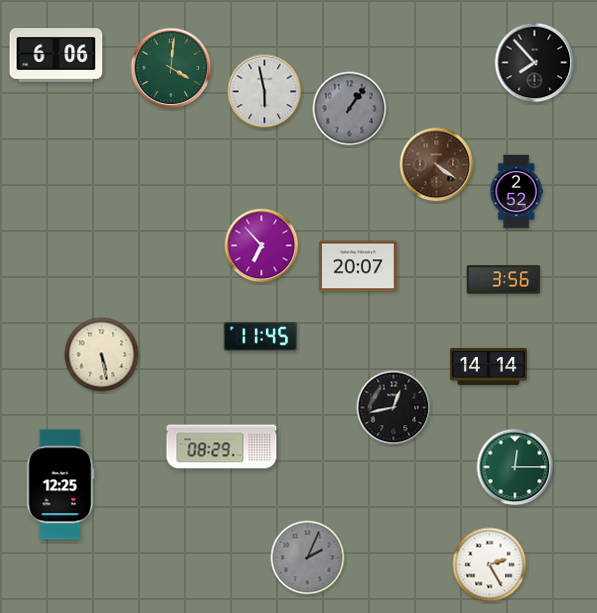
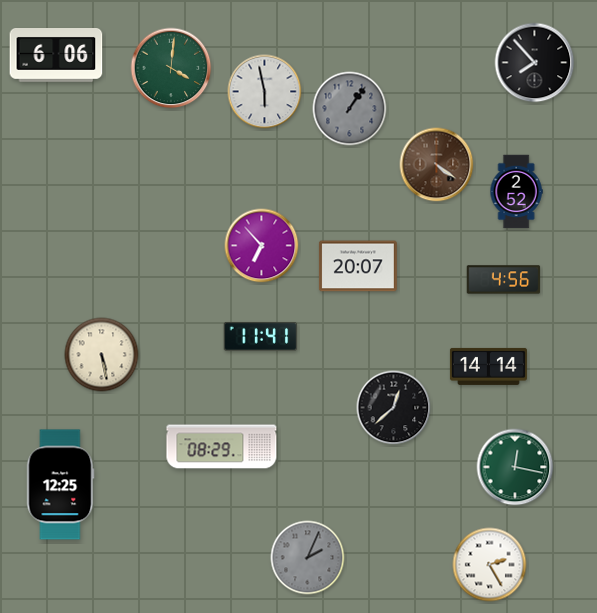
clock at (504, 280): 3:56 -> 4:56
clock at (261, 336): 11:45 -> 11:41
clock at (394, 408): 12:43 -> 12:38
clock at (515, 467): 12:15 -> 12:17
